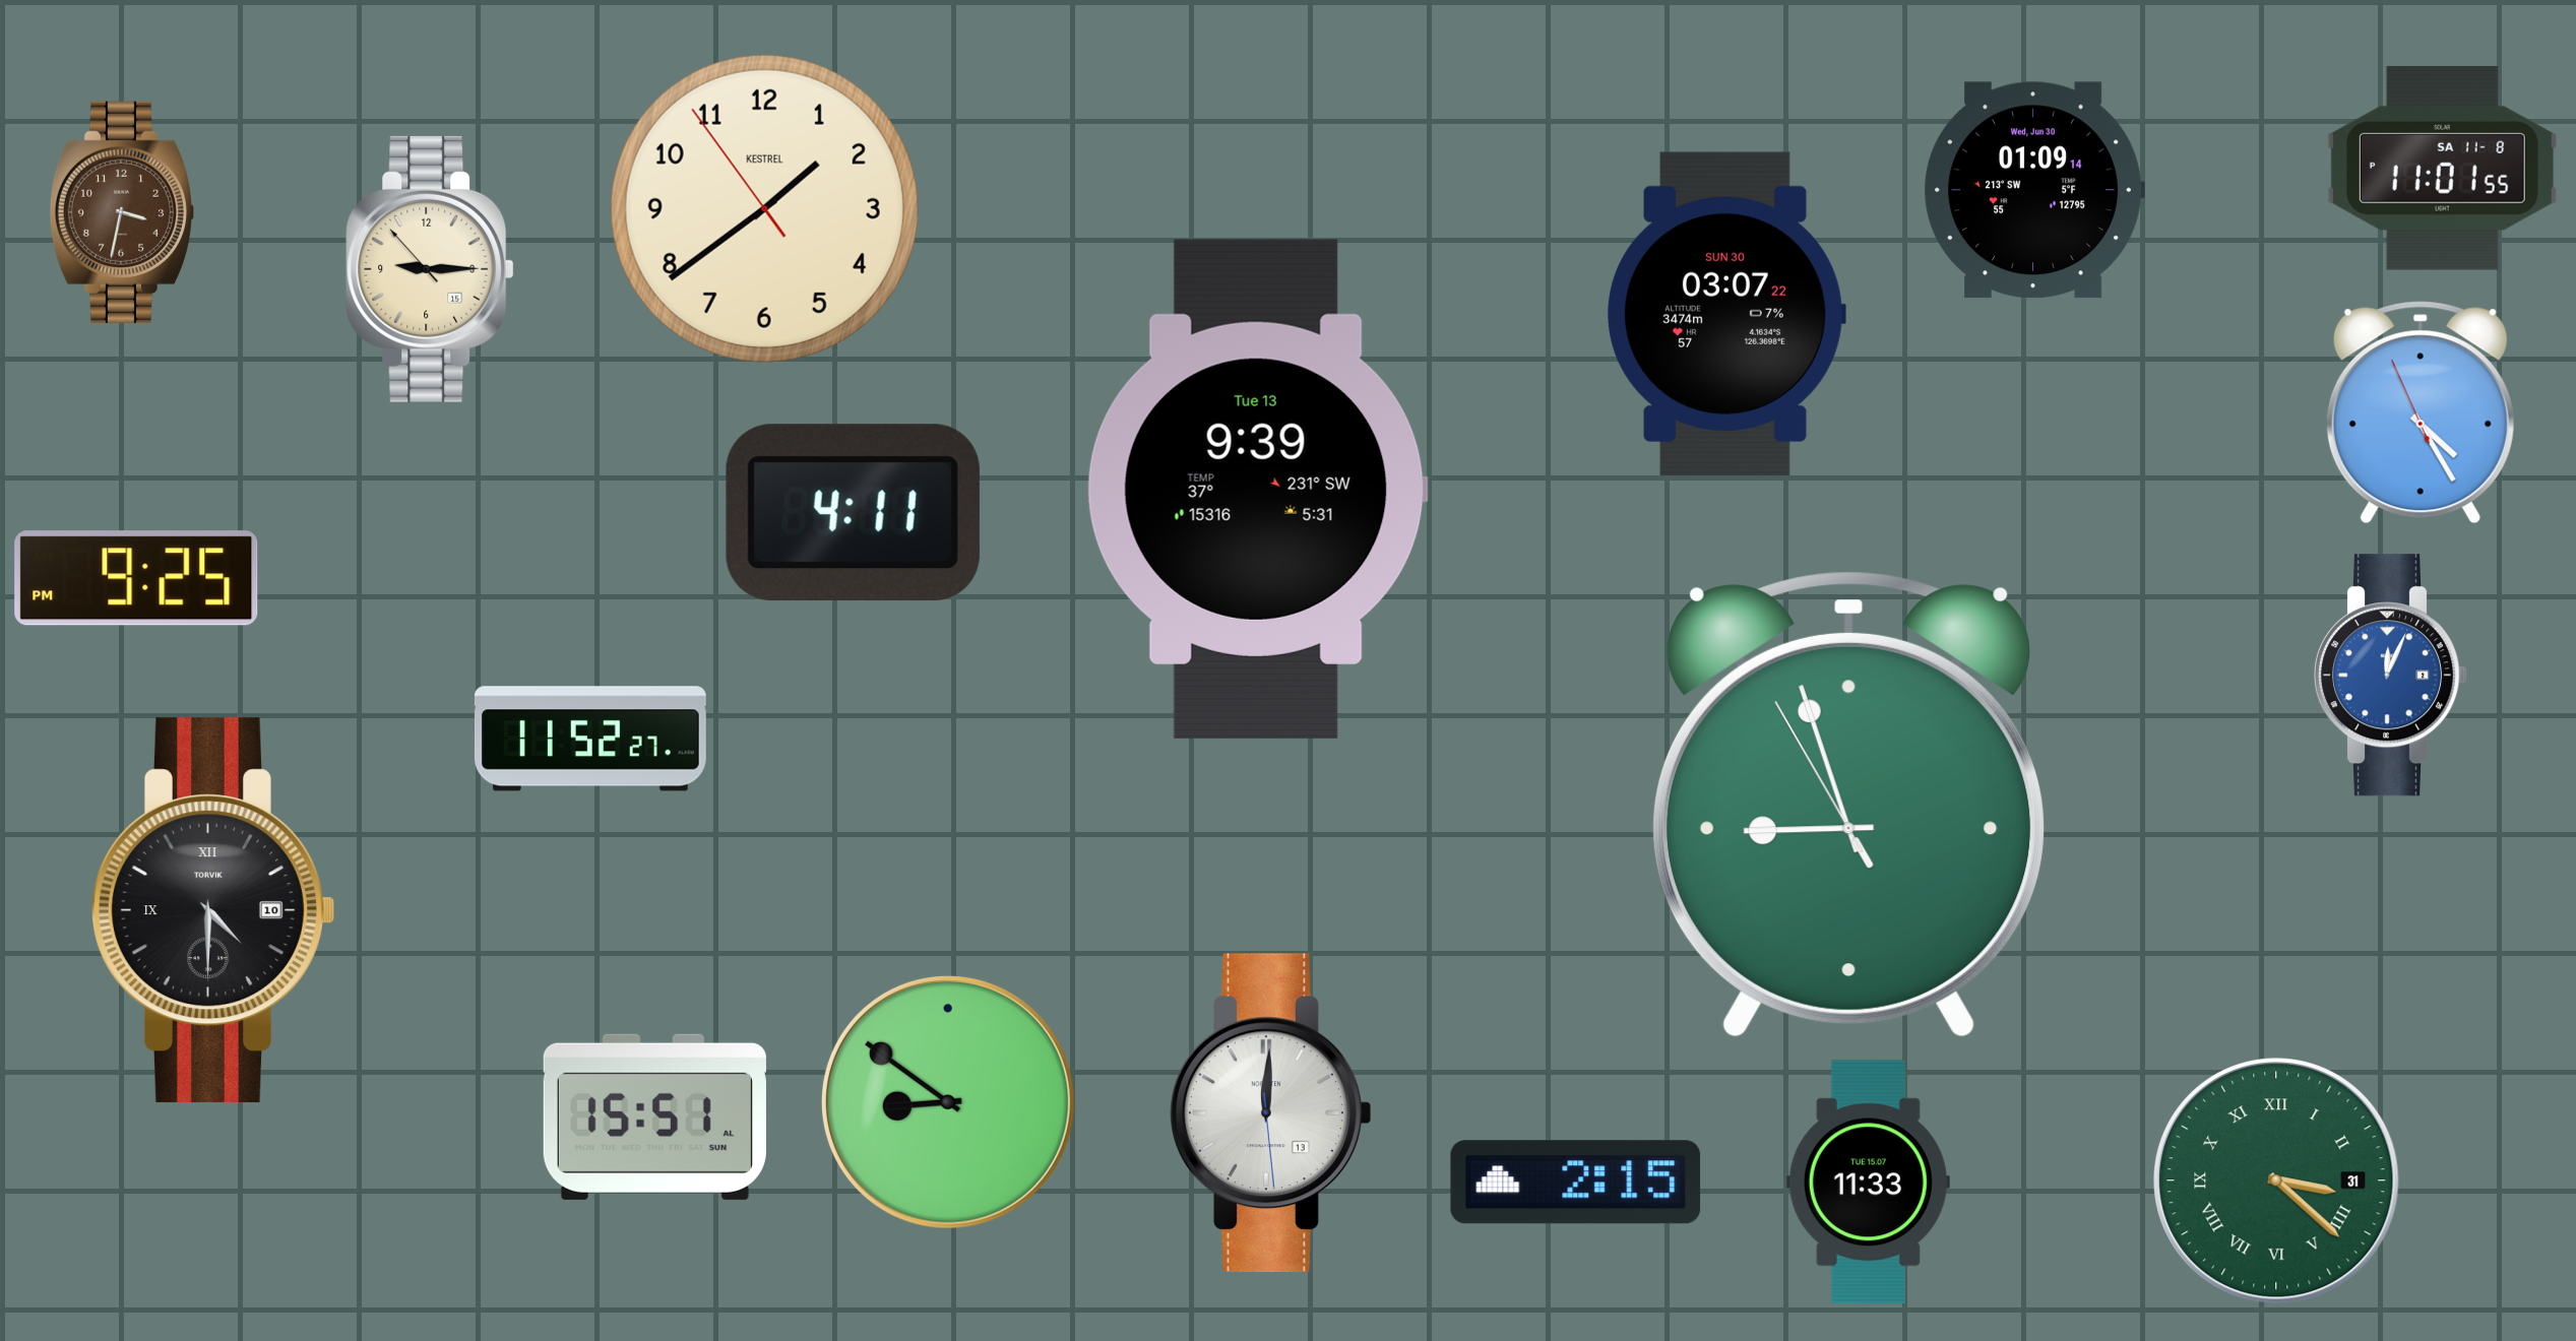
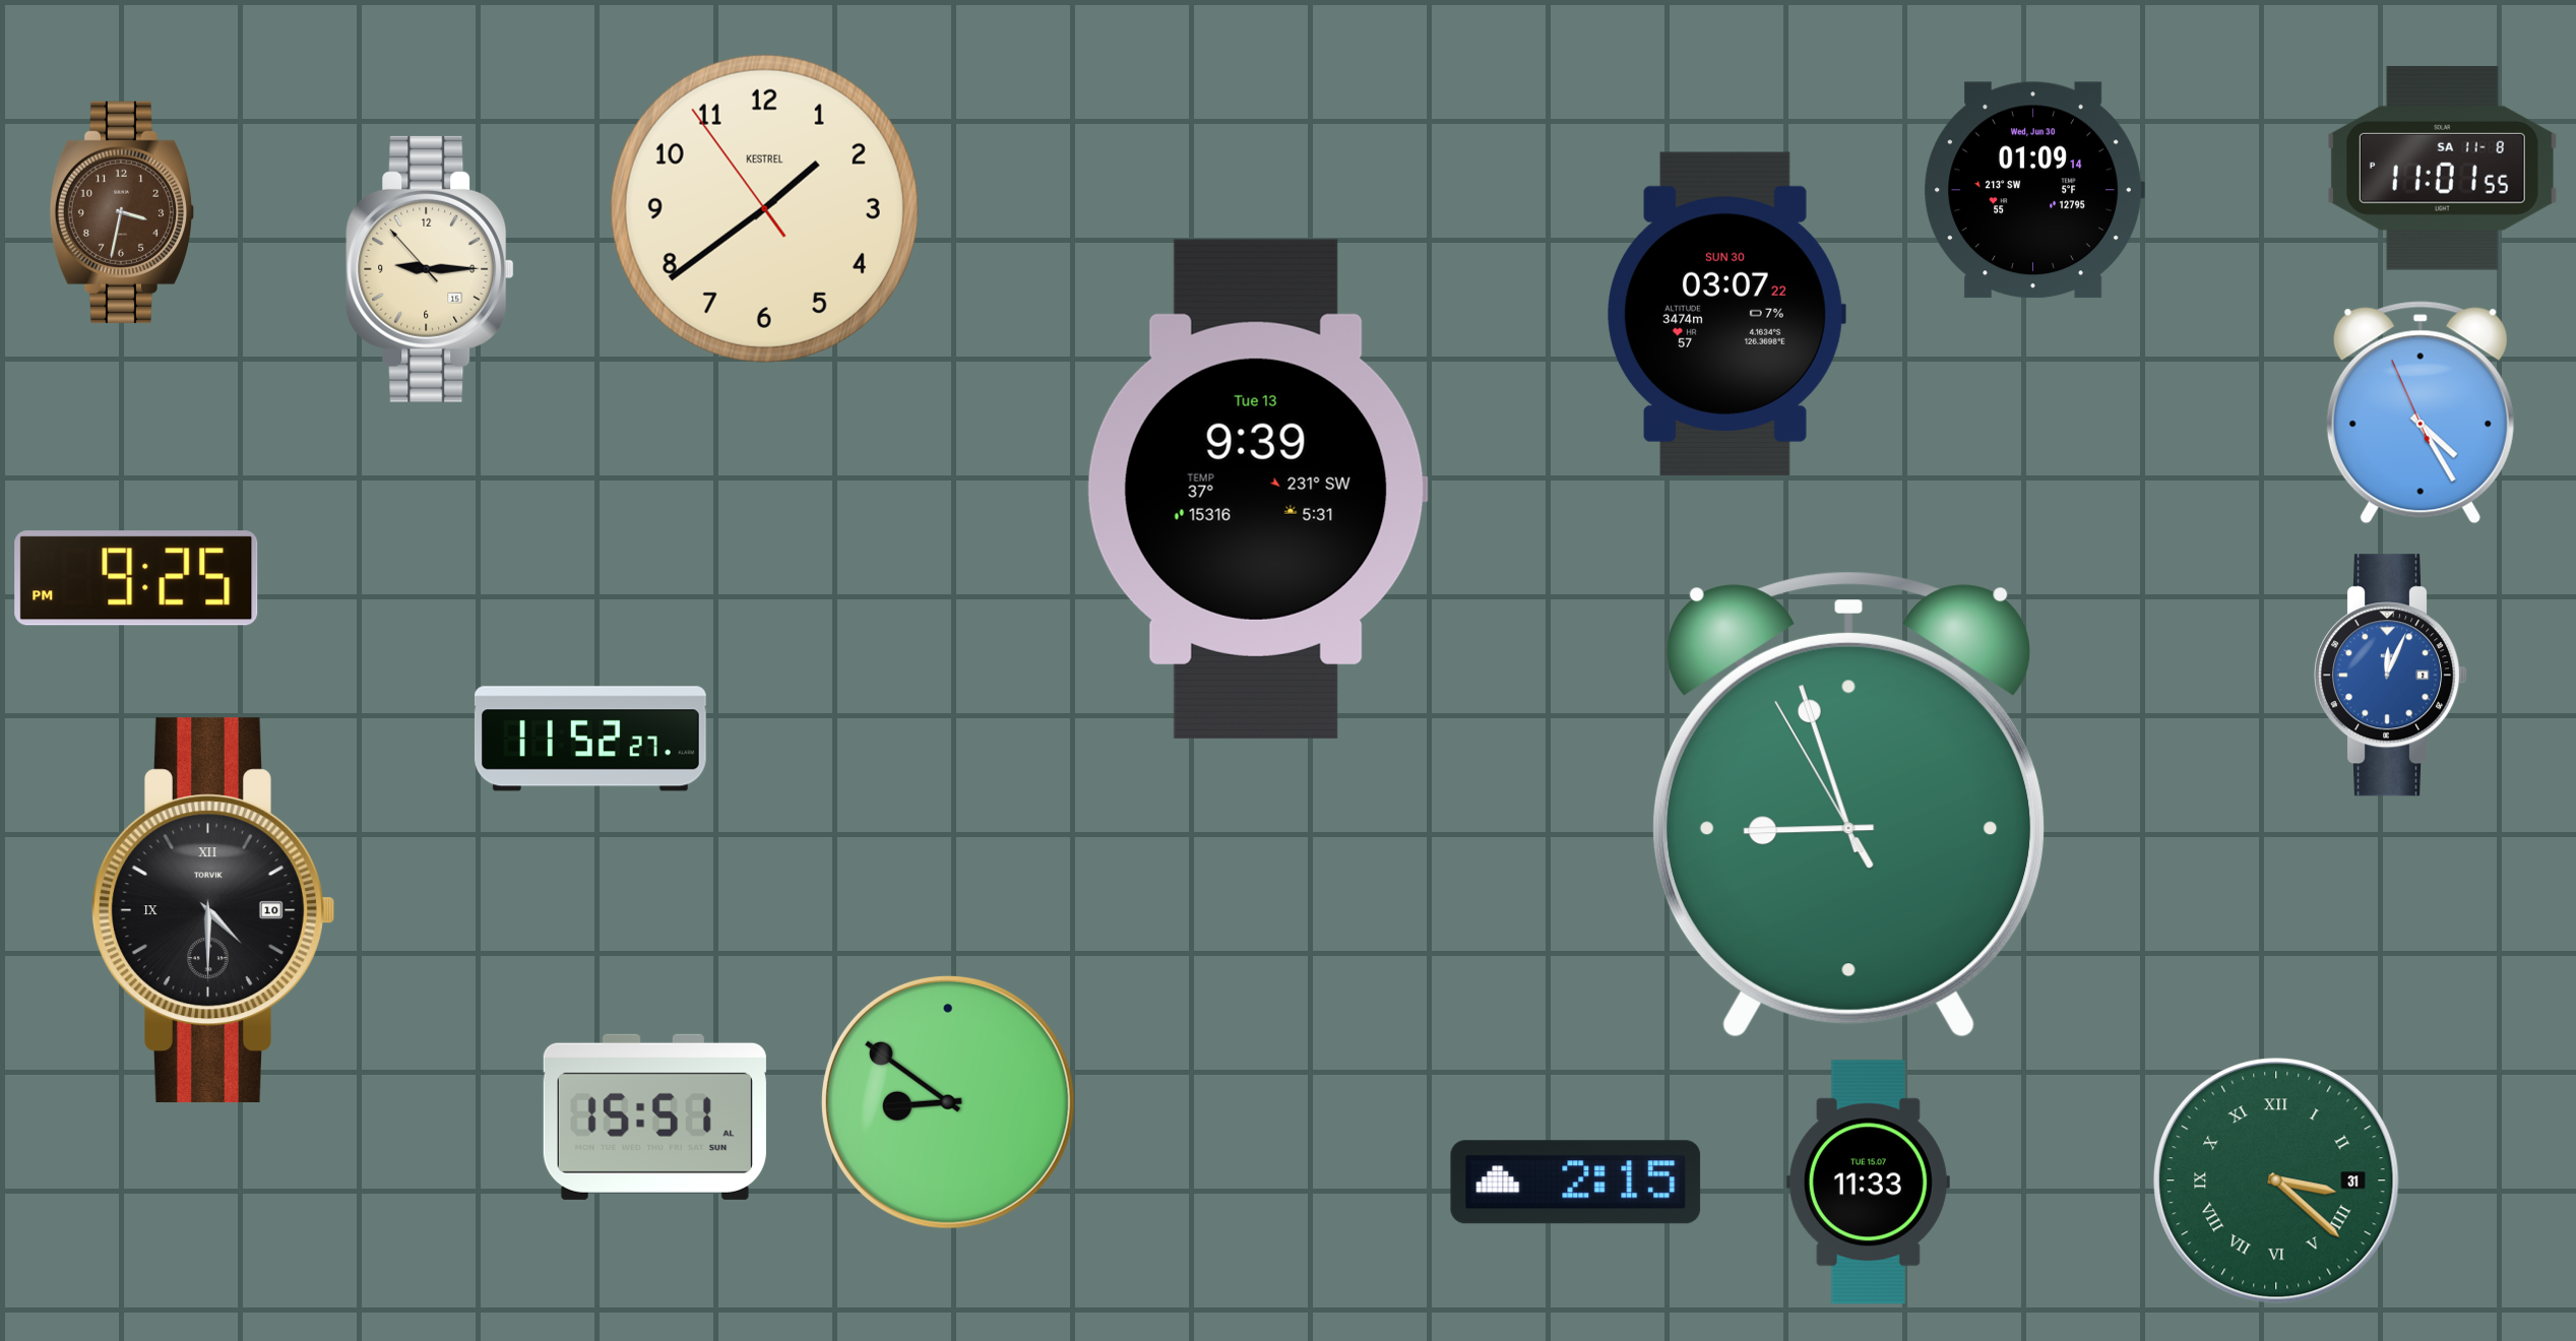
clock at (853, 513): 4:11 -> none
clock at (1271, 1113): 12:00 -> none
